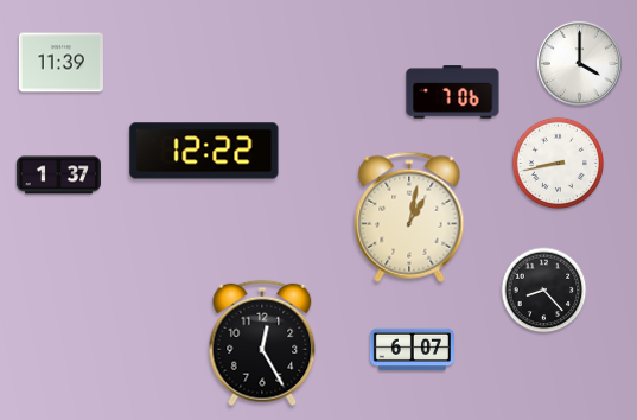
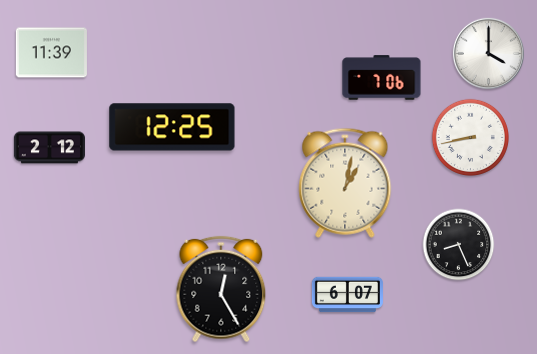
clock at (204, 151): 12:22 -> 12:25
clock at (58, 176): 1:37 -> 2:12
clock at (544, 291): 8:23 -> 8:26
